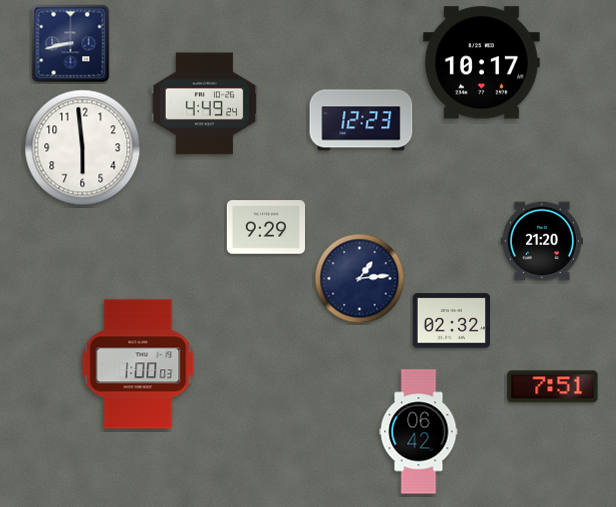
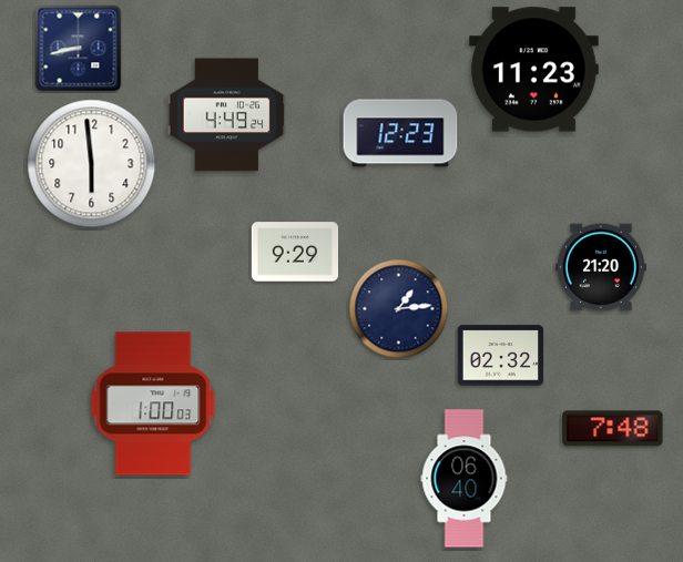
clock at (481, 63): 10:17 -> 11:23
clock at (553, 387): 7:51 -> 7:48
clock at (419, 432): 06:42 -> 06:40
